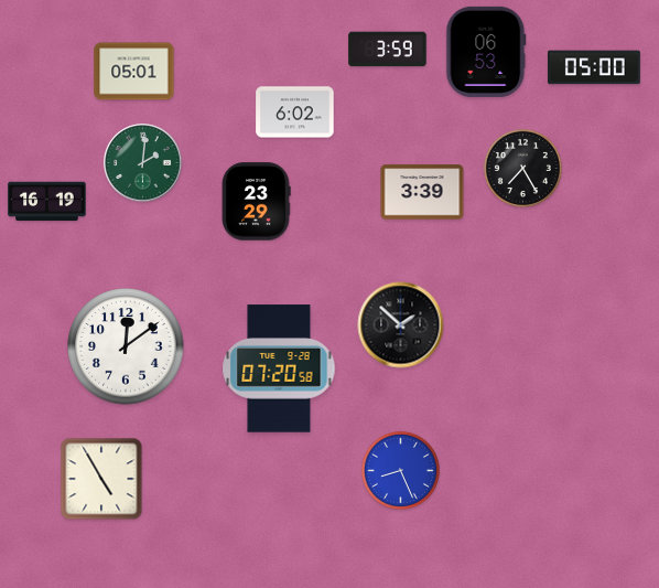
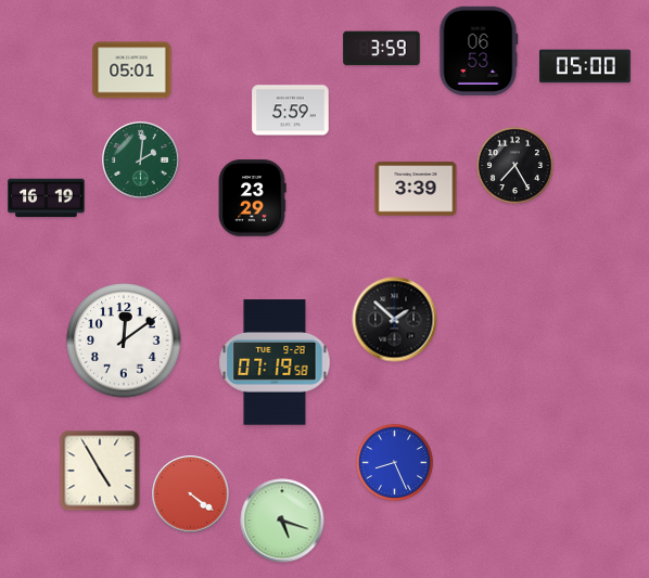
clock at (295, 113): 6:02 -> 5:59
clock at (279, 368): 07:20 -> 07:19
clock at (191, 494): none -> 4:21
clock at (282, 521): none -> 5:18
